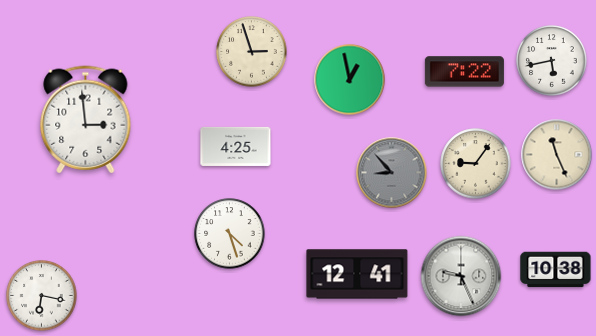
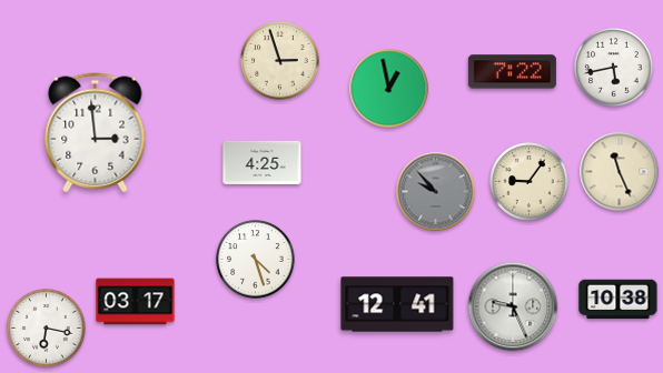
clock at (252, 52) position: (252, 52) -> (280, 61)
clock at (464, 72) position: (464, 72) -> (512, 72)
clock at (392, 173): 8:53 -> 9:53
clock at (136, 302): none -> 03:17
